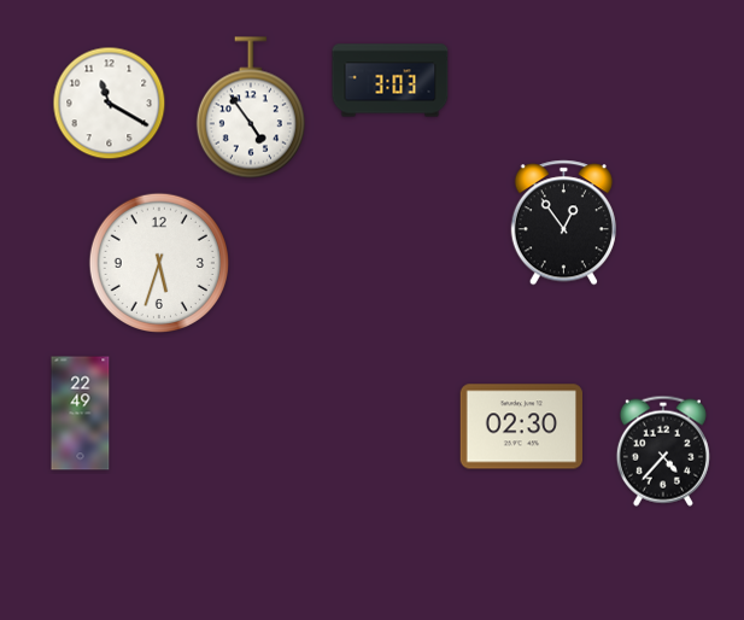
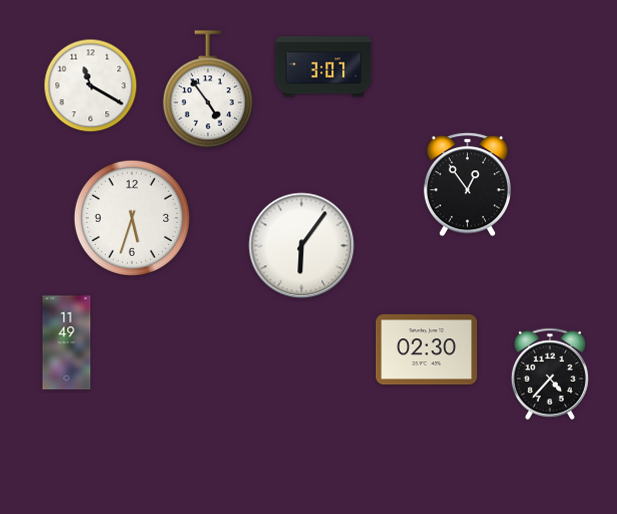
clock at (391, 81): 3:03 -> 3:07
clock at (302, 246): none -> 6:06
clock at (81, 414): 22:49 -> 11:49
clock at (521, 427) position: (521, 427) -> (426, 350)
